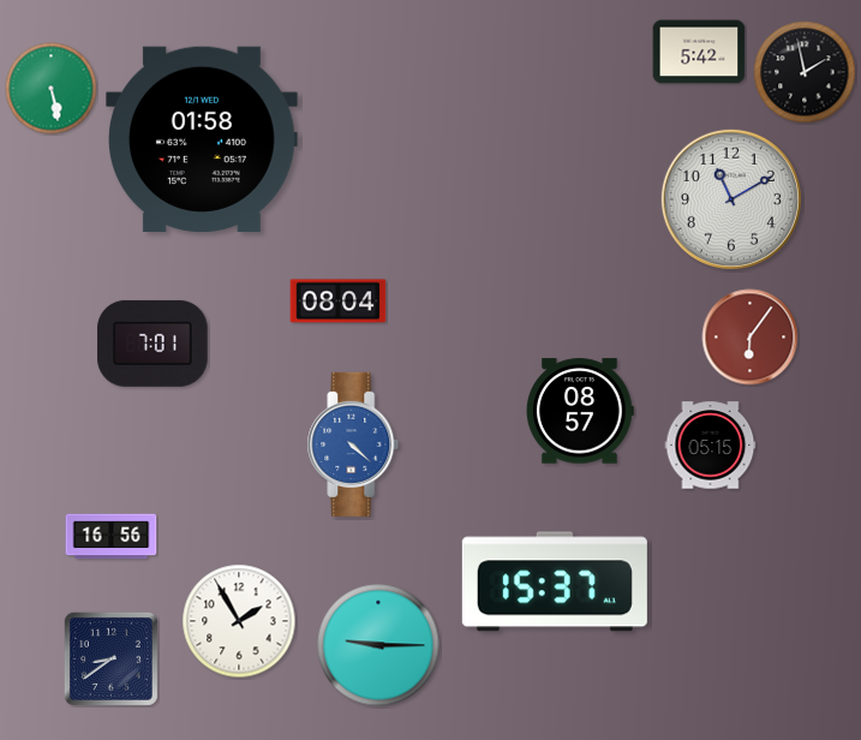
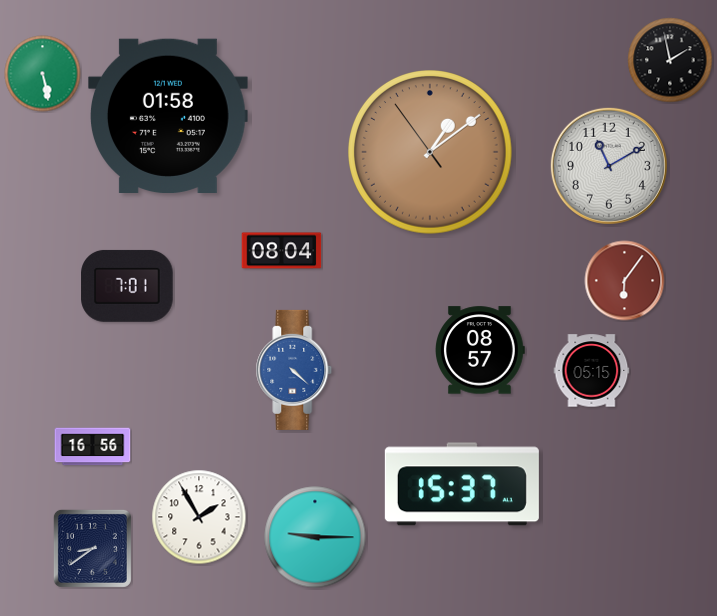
clock at (699, 52): 5:42 -> none
clock at (431, 153): none -> 1:08
clock at (581, 411) position: (581, 411) -> (481, 350)
